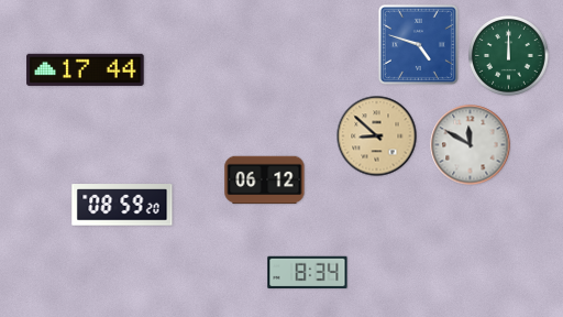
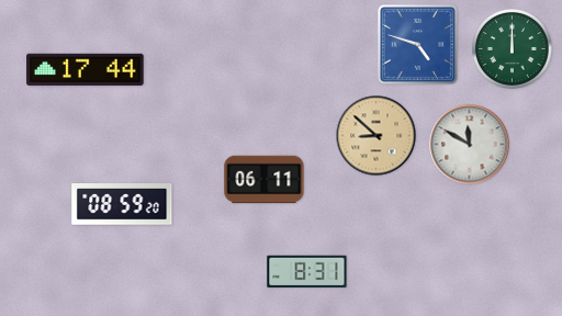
clock at (509, 56) position: (509, 56) -> (513, 49)
clock at (265, 181): 06:12 -> 06:11
clock at (308, 272): 8:34 -> 8:31
